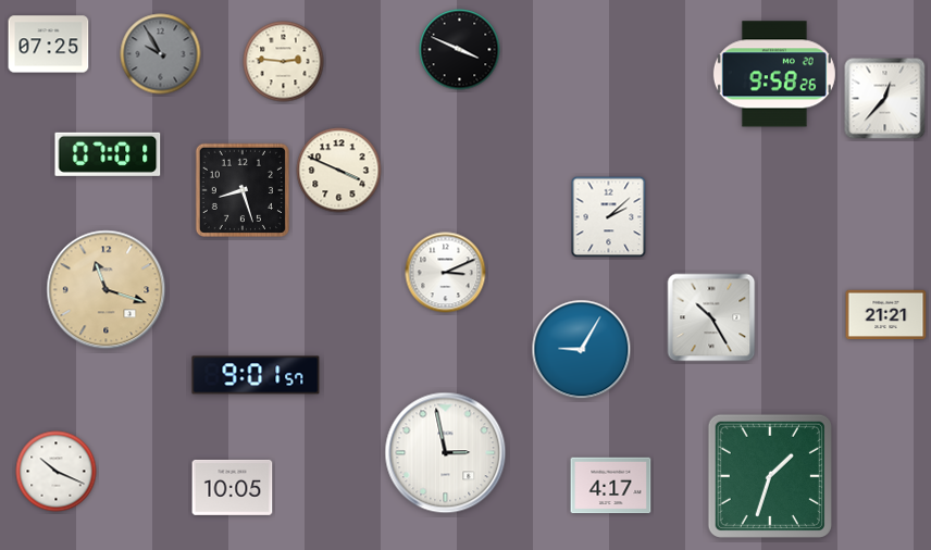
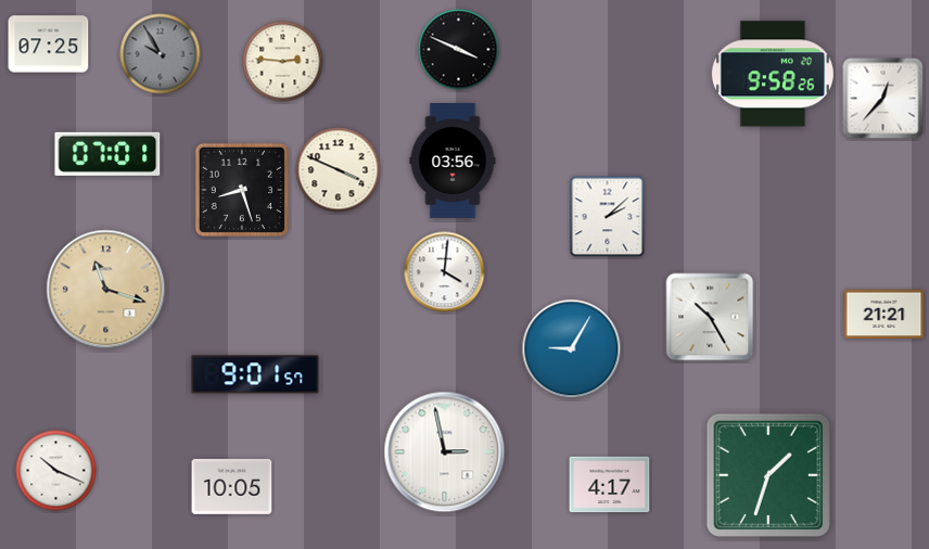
clock at (453, 161): none -> 03:56
clock at (446, 273): 3:11 -> 4:01
clock at (582, 350) position: (582, 350) -> (572, 349)
